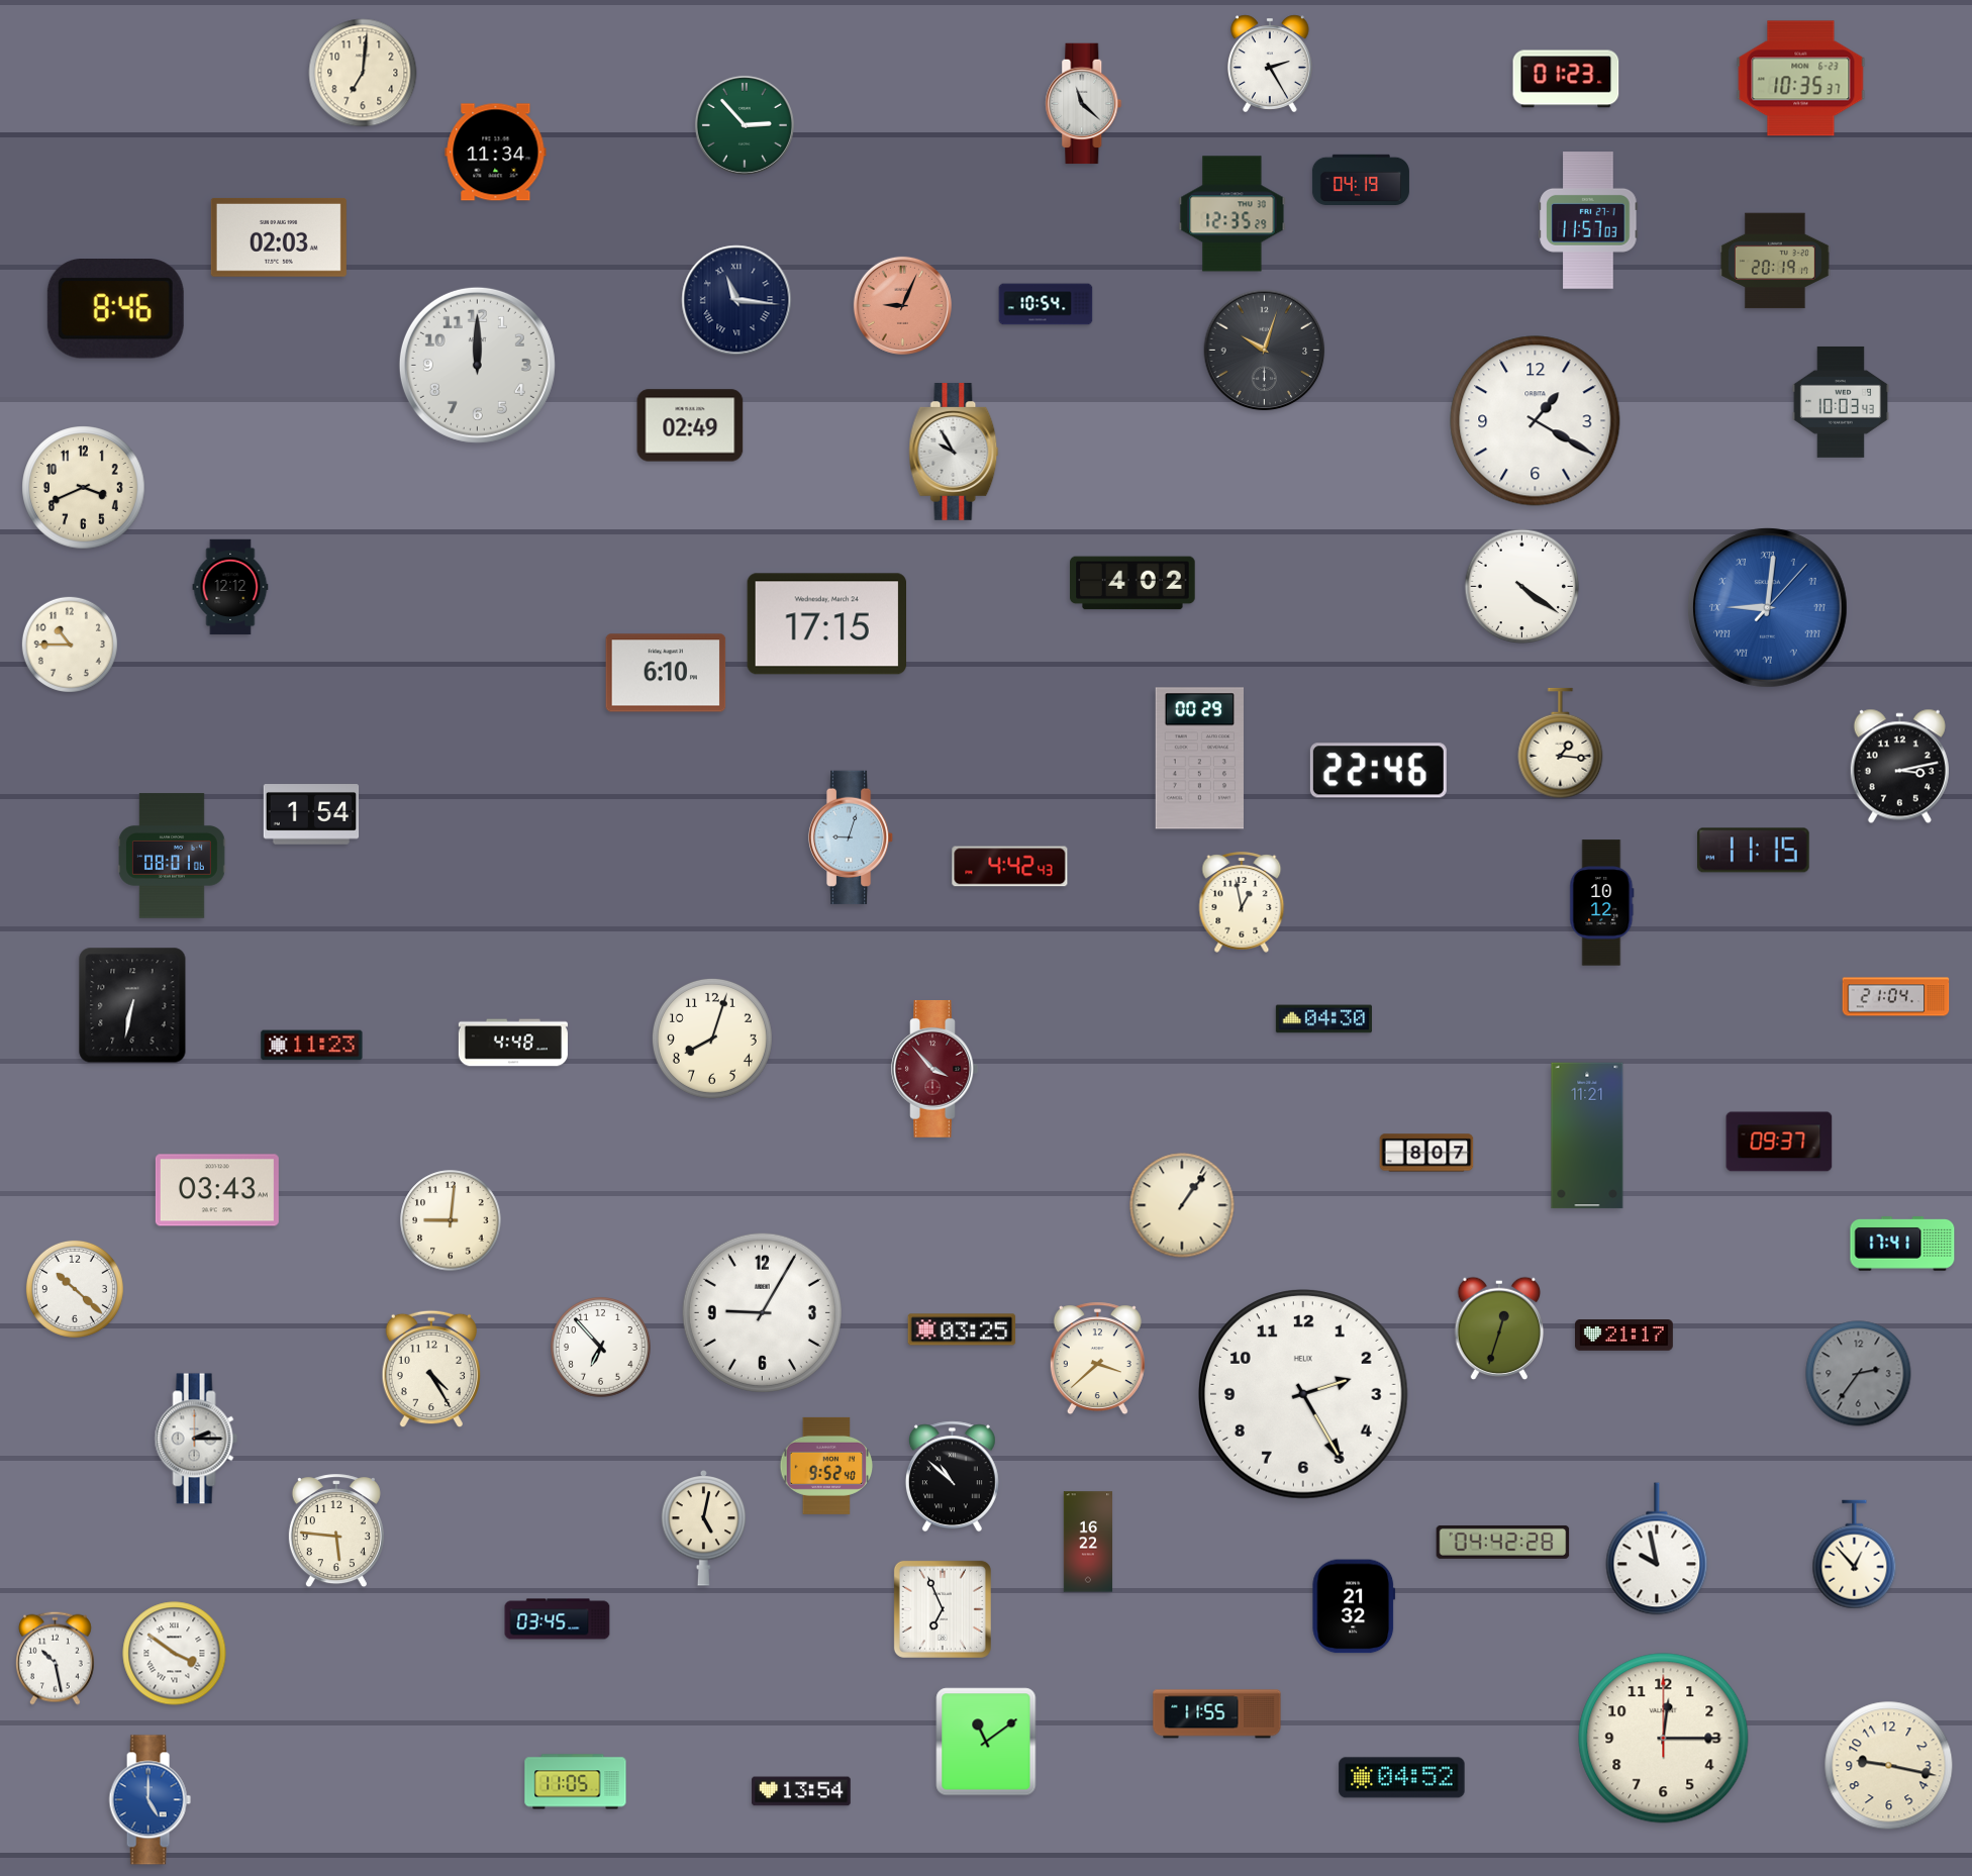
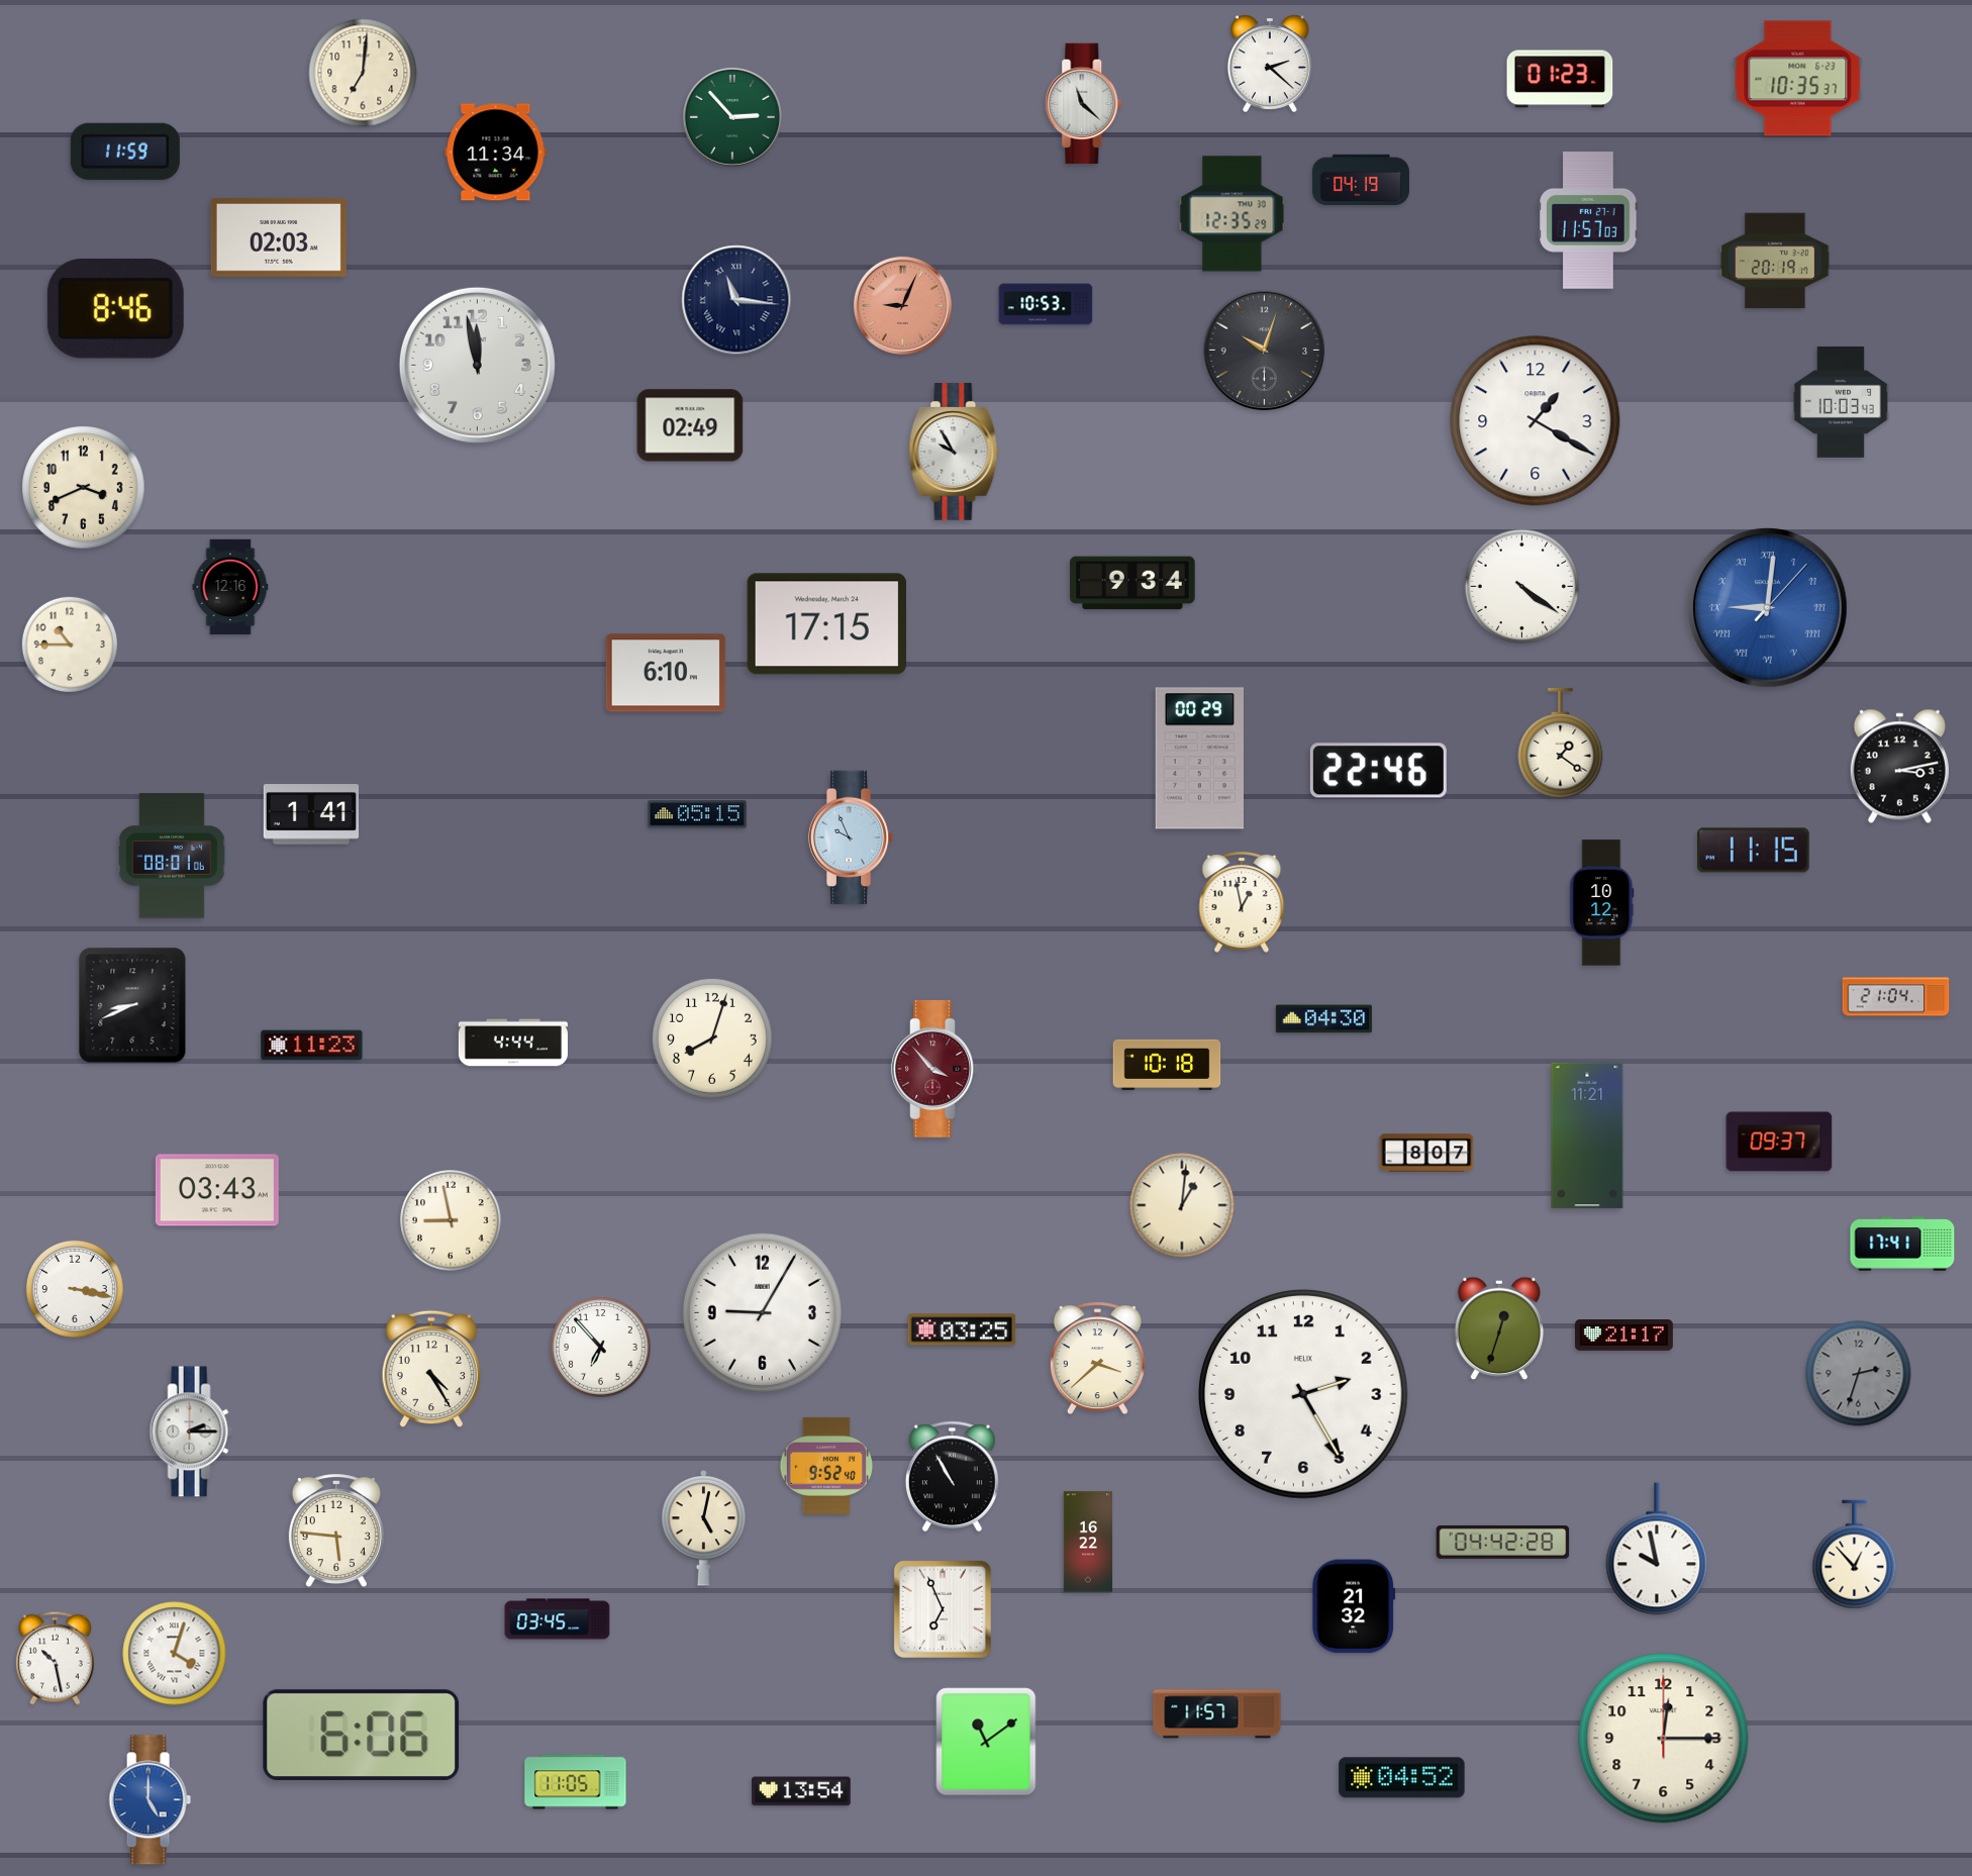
clock at (1270, 64): 2:25 -> 2:22
clock at (1566, 79) position: (1566, 79) -> (1560, 79)
clock at (1801, 79) position: (1801, 79) -> (1798, 79)
clock at (745, 125) position: (745, 125) -> (732, 117)
clock at (125, 152): none -> 11:59
clock at (1046, 304): 10:54 -> 10:53
clock at (477, 365): 12:00 -> 11:58
clock at (1132, 583): 4:02 -> 9:34
clock at (230, 587): 12:12 -> 12:16
clock at (1561, 744): 1:16 -> 1:21
clock at (311, 814): 1:54 -> 1:41
clock at (697, 814): none -> 05:15
clock at (851, 837): 9:03 -> 9:56
clock at (1010, 867): 4:42 -> none
clock at (132, 1005): 6:32 -> 8:41
clock at (513, 1043): 4:48 -> 4:44
clock at (1167, 1065): none -> 10:18
clock at (1182, 1205): 1:06 -> 1:01
clock at (451, 1220): 9:01 -> 8:58
clock at (75, 1289): 10:22 -> 3:17
clock at (1859, 1374): 2:36 -> 2:33
clock at (196, 1439) position: (196, 1439) -> (191, 1431)
clock at (952, 1477): 10:52 -> 10:55
clock at (175, 1654): 3:51 -> 4:03
clock at (1217, 1714): 11:55 -> 11:57
clock at (362, 1736): none -> 6:06
clock at (1889, 1766): 9:17 -> none
